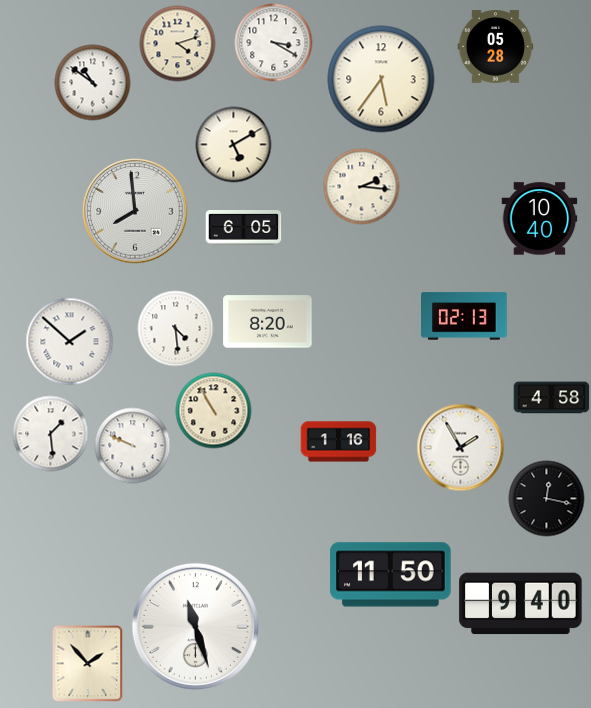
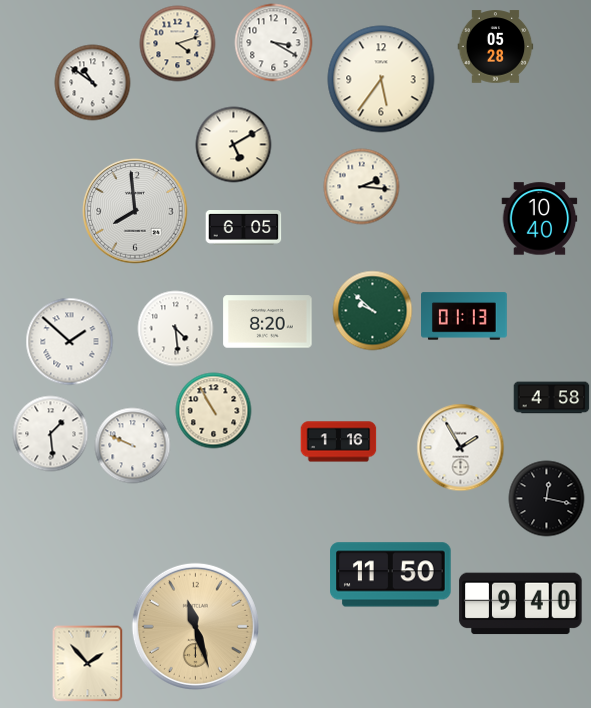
clock at (373, 311): none -> 9:52
clock at (465, 316): 02:13 -> 01:13
clock at (195, 626) dial: white -> champagne
